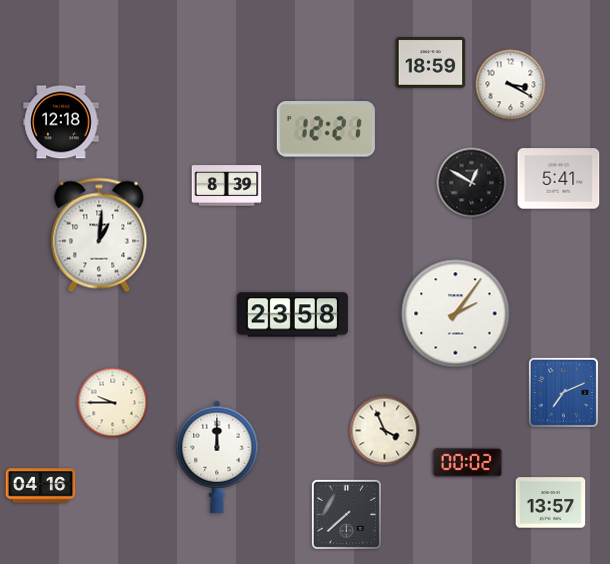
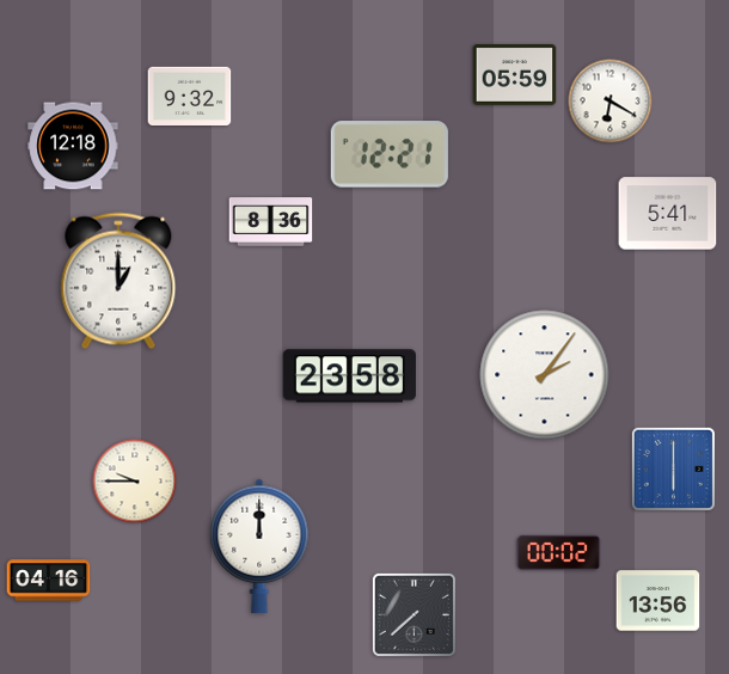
clock at (431, 63): 18:59 -> 05:59
clock at (190, 96): none -> 9:32
clock at (511, 85): 3:20 -> 6:20
clock at (472, 183): 12:50 -> none
clock at (227, 186): 8:39 -> 8:36
clock at (99, 235): 1:01 -> 1:00
clock at (563, 392): 7:11 -> 6:00
clock at (385, 431): 3:56 -> none
clock at (551, 503): 13:57 -> 13:56
